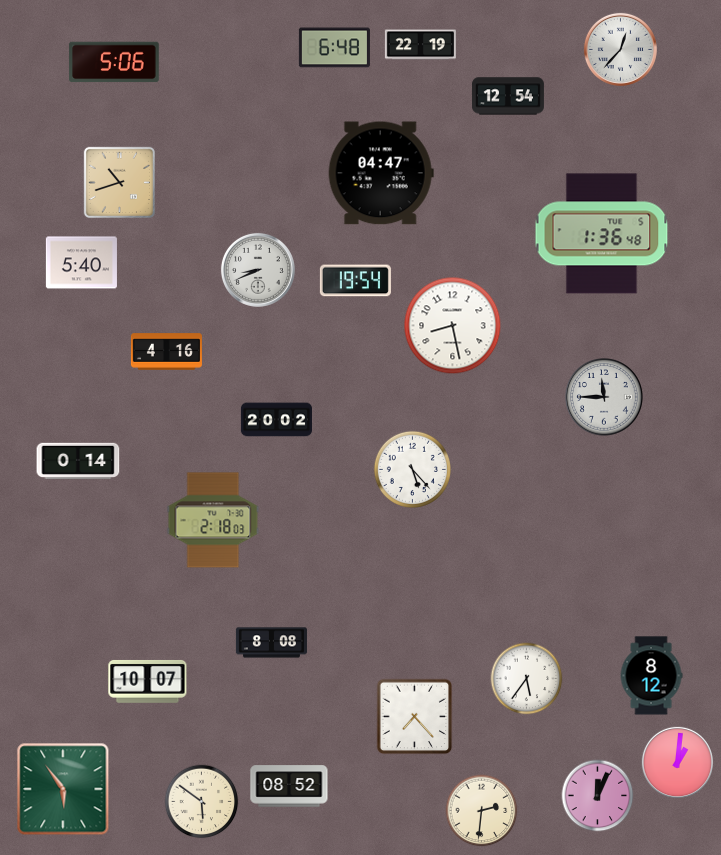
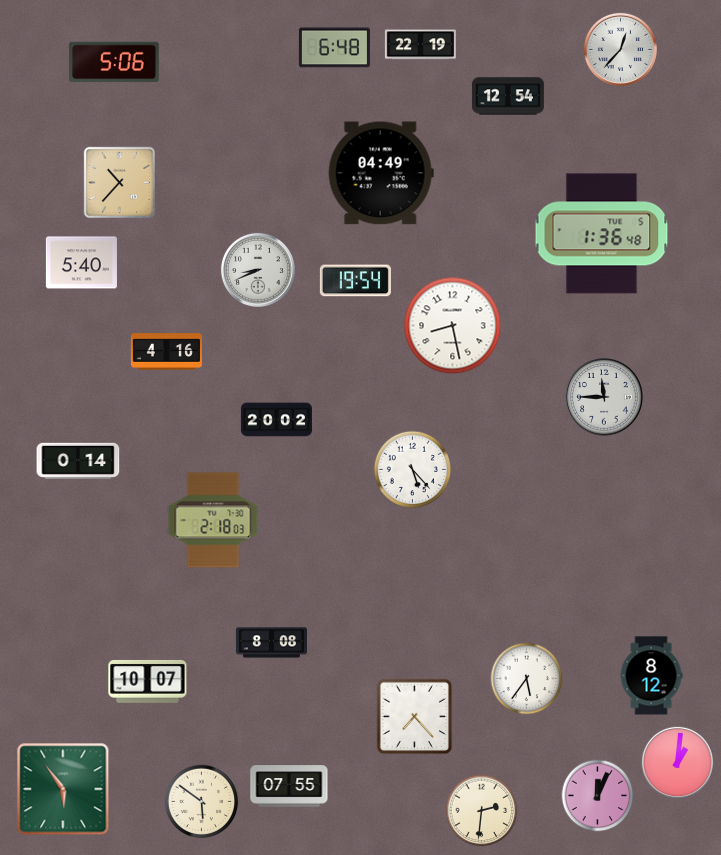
clock at (381, 173): 04:47 -> 04:49
clock at (119, 182): 10:42 -> 10:37
clock at (289, 786): 08:52 -> 07:55
